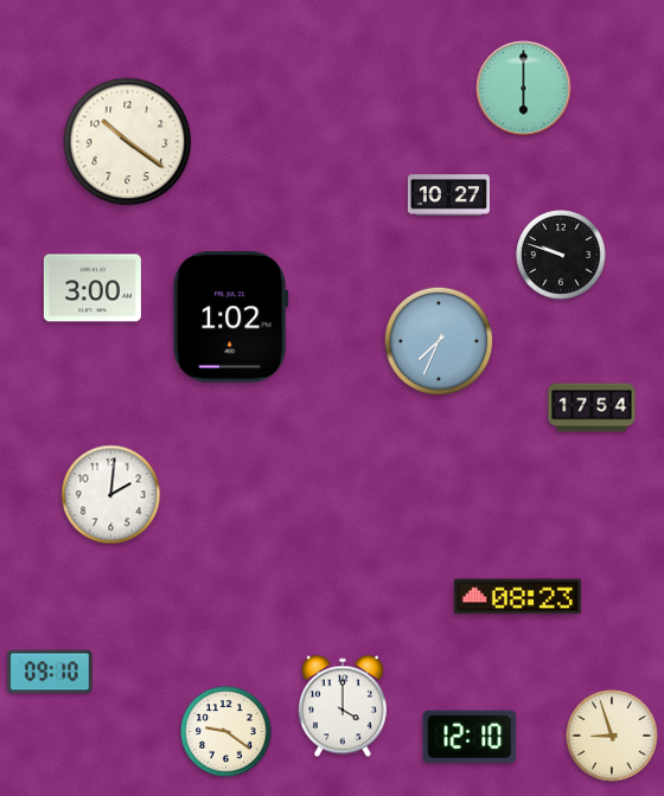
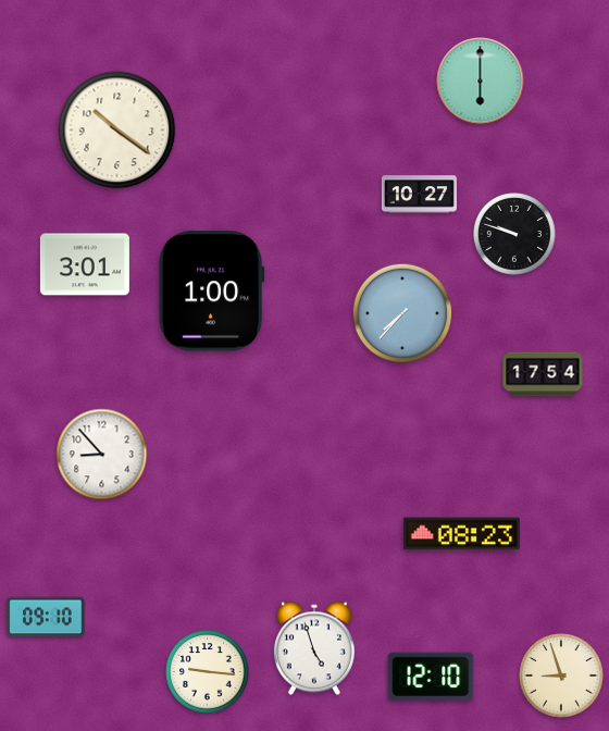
clock at (448, 195) position: (448, 195) -> (419, 195)
clock at (92, 288): 3:00 -> 3:01
clock at (231, 317): 1:02 -> 1:00
clock at (439, 341): 7:34 -> 7:37
clock at (111, 495): 2:01 -> 8:53
clock at (517, 597) position: (517, 597) -> (461, 534)
clock at (343, 706): 4:00 -> 4:57
clock at (226, 732): 9:21 -> 9:16
